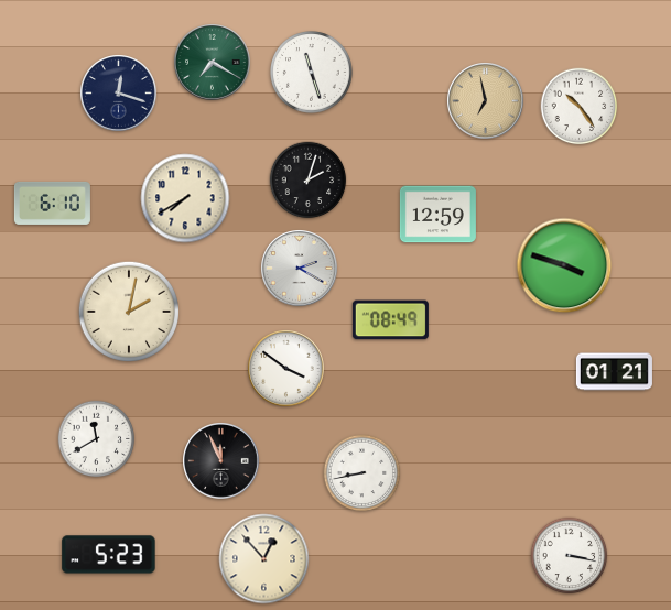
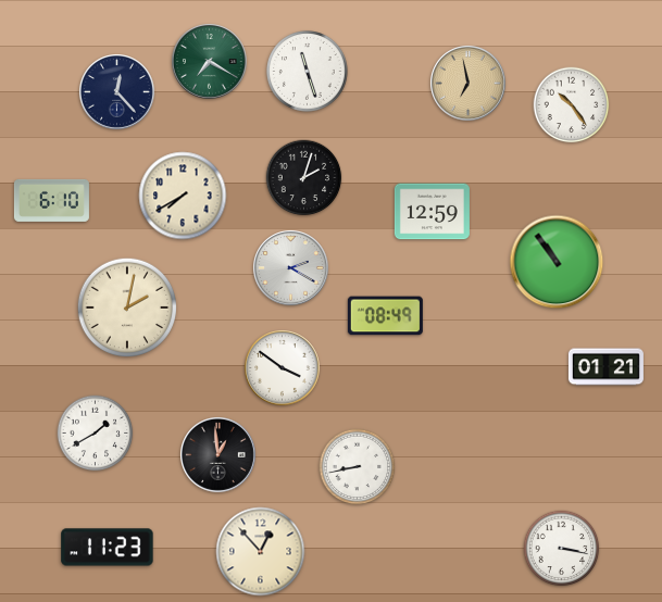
clock at (119, 94): 12:18 -> 12:23
clock at (486, 101) position: (486, 101) -> (469, 84)
clock at (564, 265): 3:48 -> 10:54
clock at (300, 269) position: (300, 269) -> (291, 268)
clock at (286, 369) position: (286, 369) -> (283, 368)
clock at (97, 439): 11:40 -> 1:40
clock at (221, 461): 11:56 -> 12:59
clock at (109, 555): 5:23 -> 11:23
